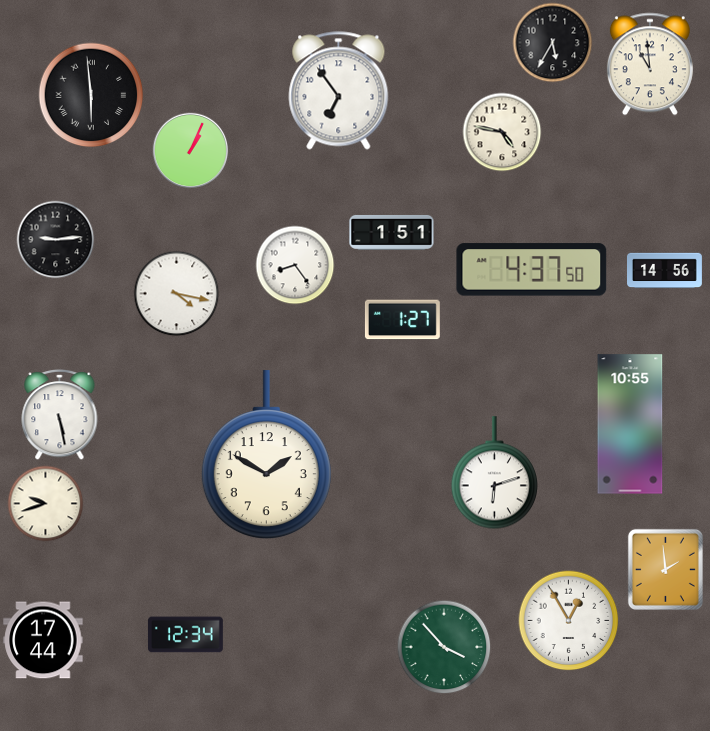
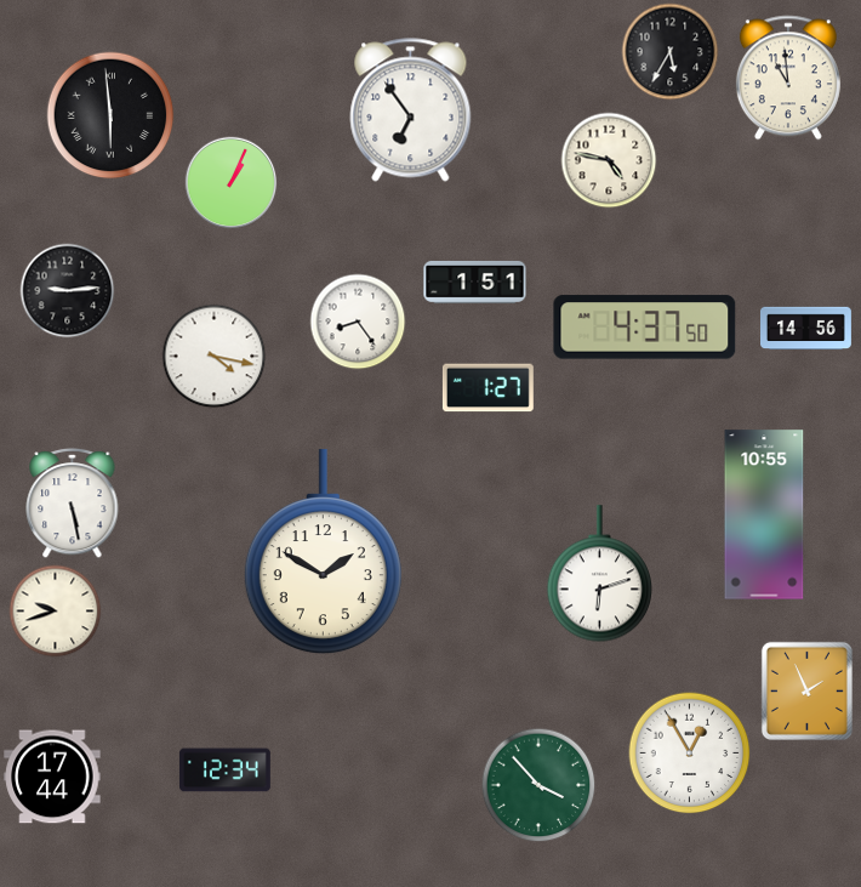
clock at (665, 569): 1:59 -> 1:56
